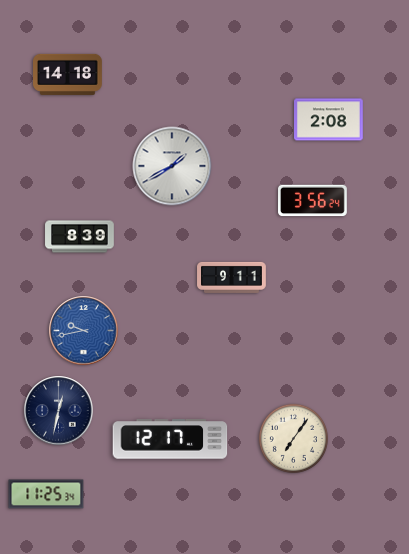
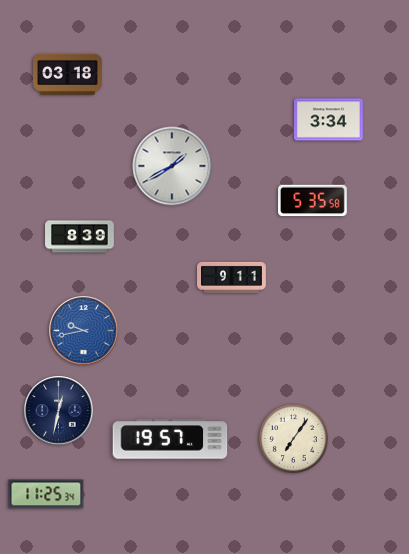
clock at (68, 74): 14:18 -> 03:18
clock at (329, 120): 2:08 -> 3:34
clock at (313, 201): 3:56 -> 5:35
clock at (170, 439): 12:17 -> 19:57
